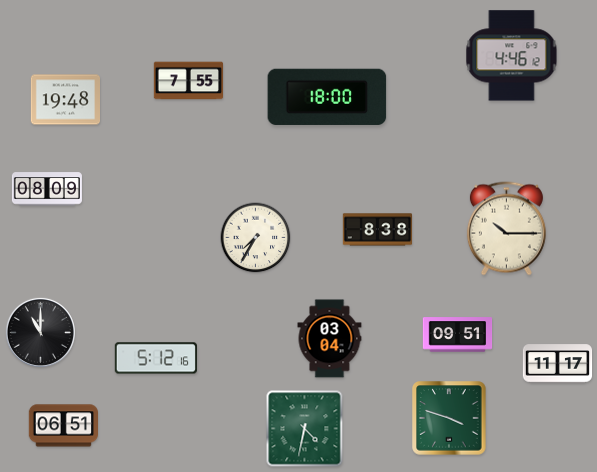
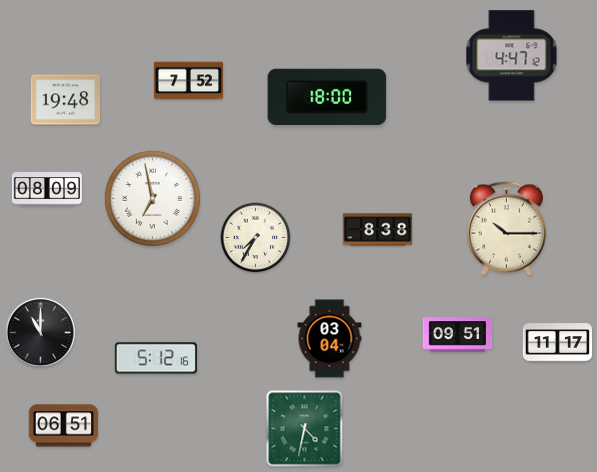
clock at (512, 56): 4:46 -> 4:47
clock at (189, 81): 7:55 -> 7:52
clock at (152, 198): none -> 6:58
clock at (558, 364) position: (558, 364) -> (558, 343)
clock at (449, 418): 3:48 -> none
